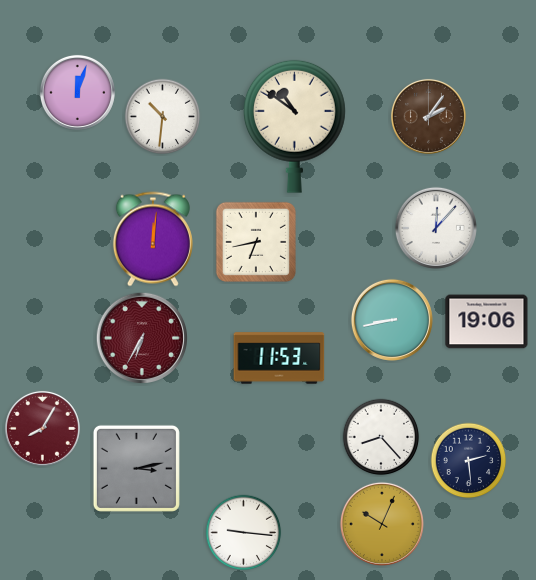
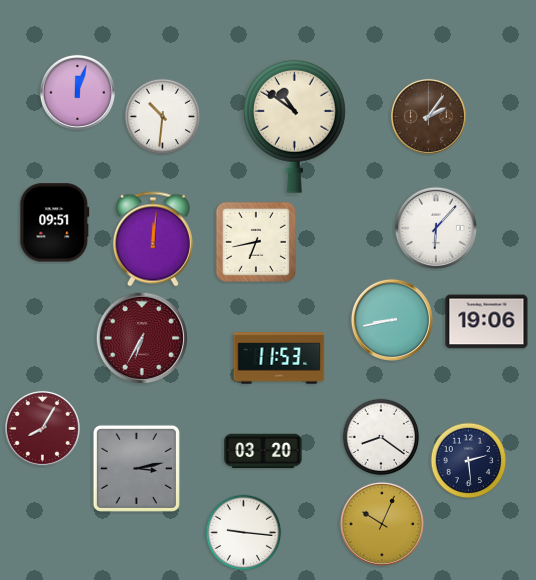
clock at (55, 223): none -> 09:51
clock at (436, 228): 12:07 -> 6:07
clock at (381, 437): 8:23 -> 8:21
clock at (263, 451): none -> 03:20
